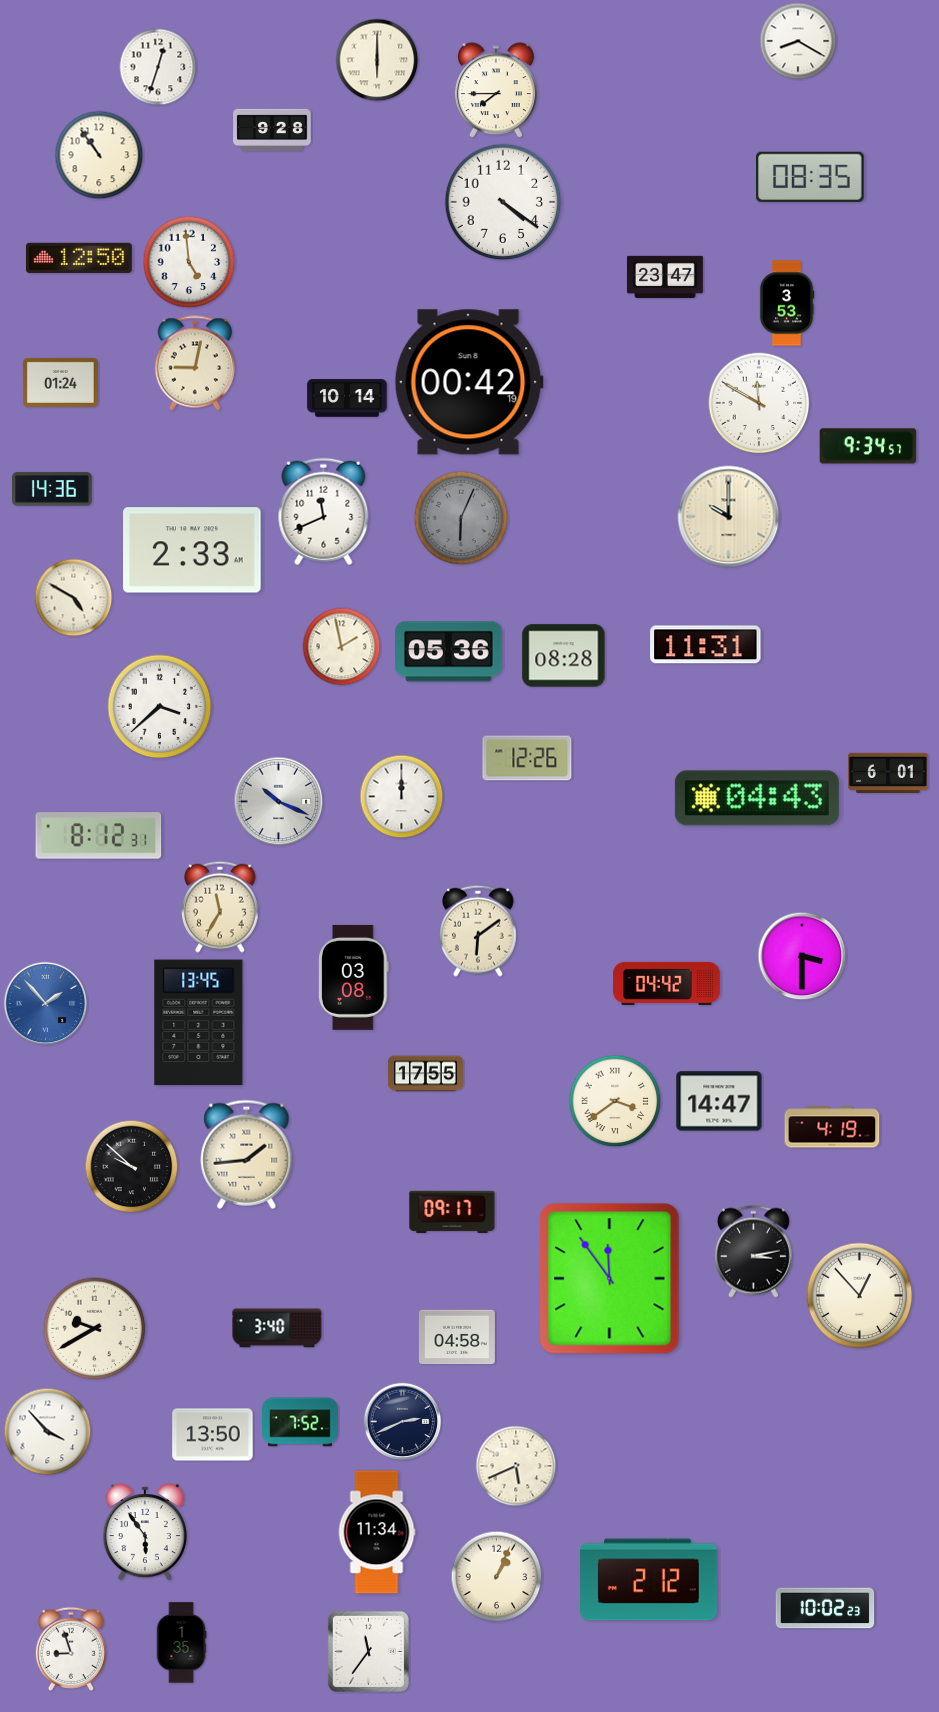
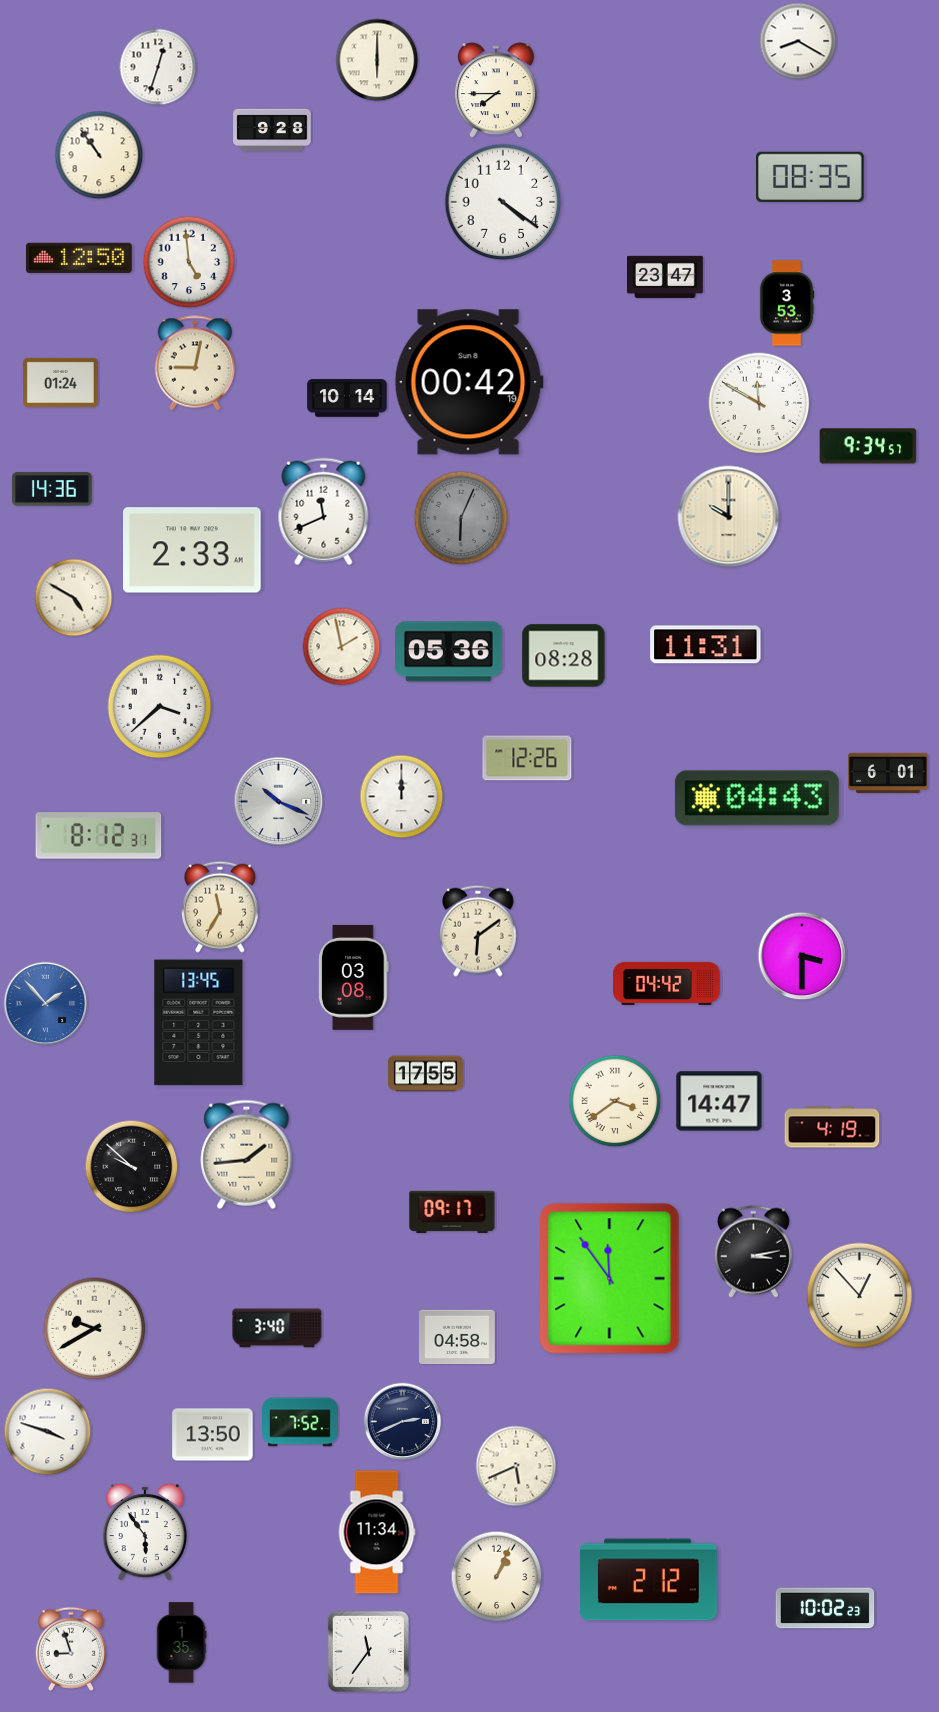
clock at (48, 1432): 3:53 -> 3:48
